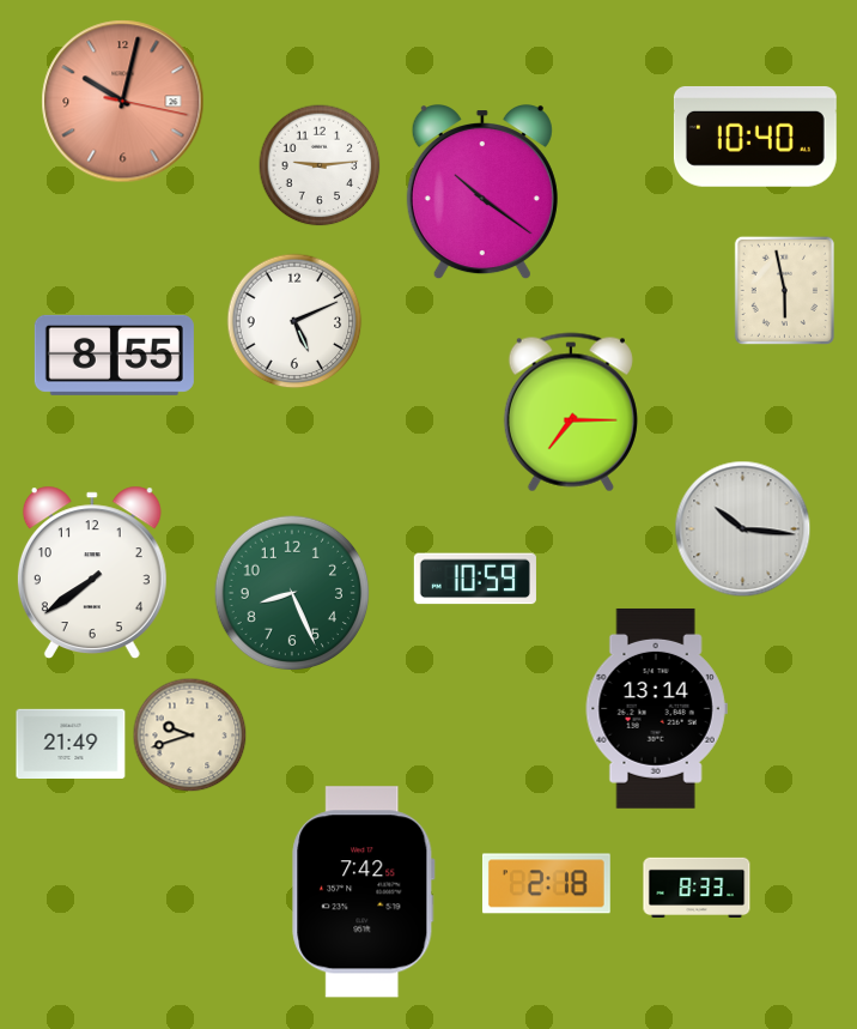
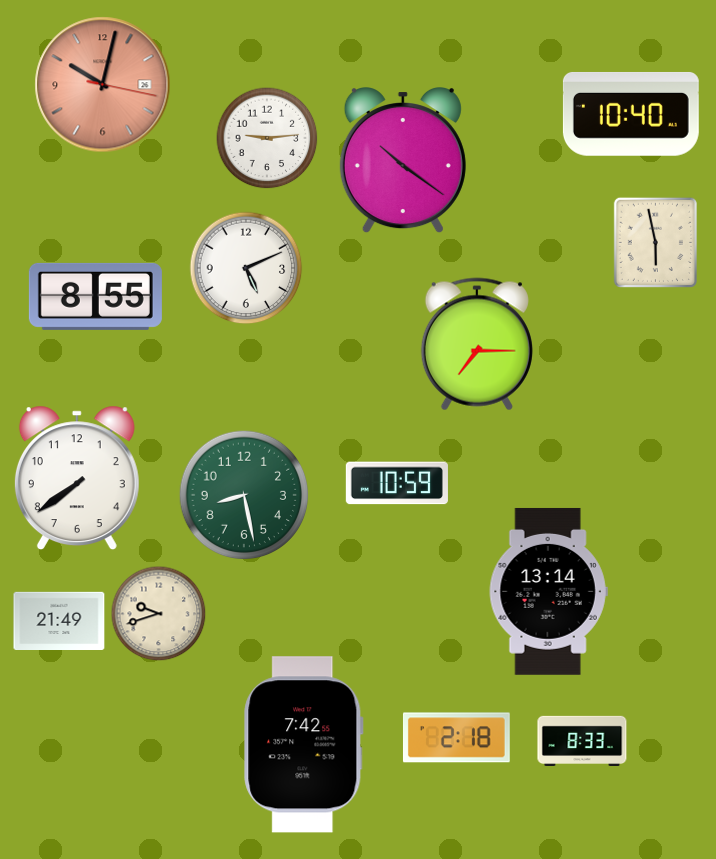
clock at (743, 529): 10:16 -> none
clock at (292, 593): 8:26 -> 8:28
